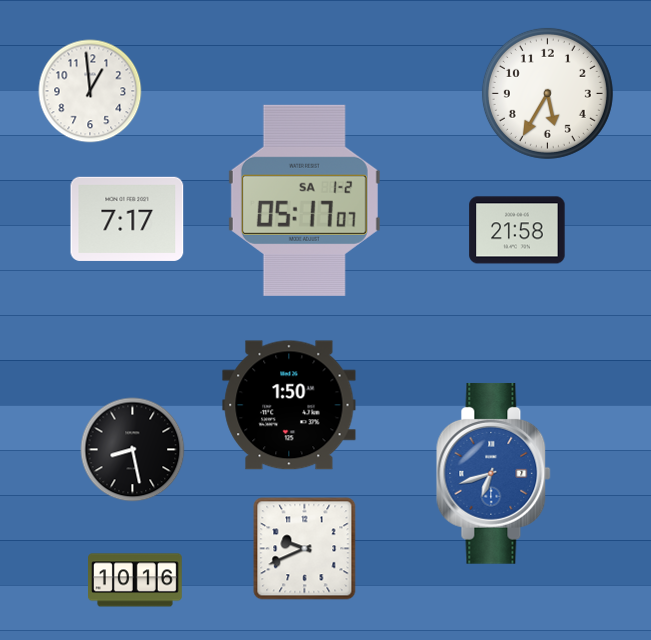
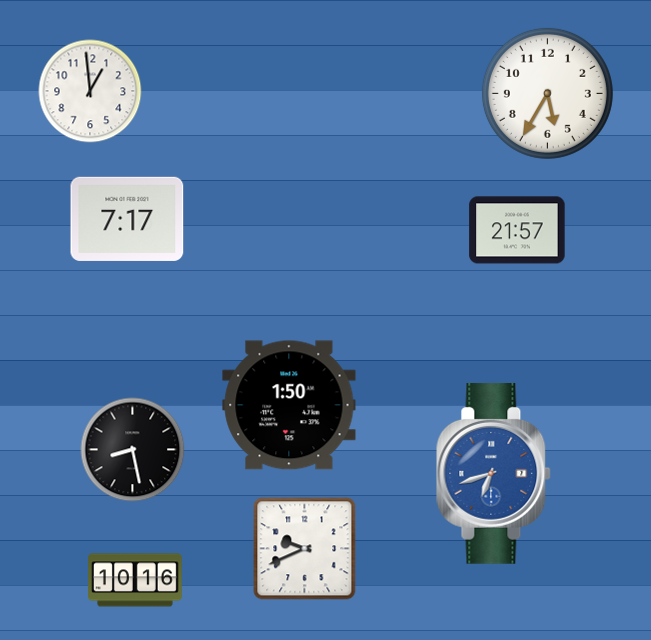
clock at (304, 200): 05:17 -> none
clock at (517, 230): 21:58 -> 21:57
